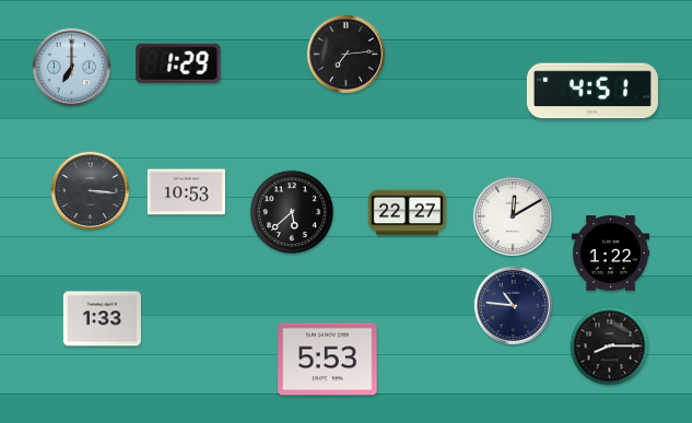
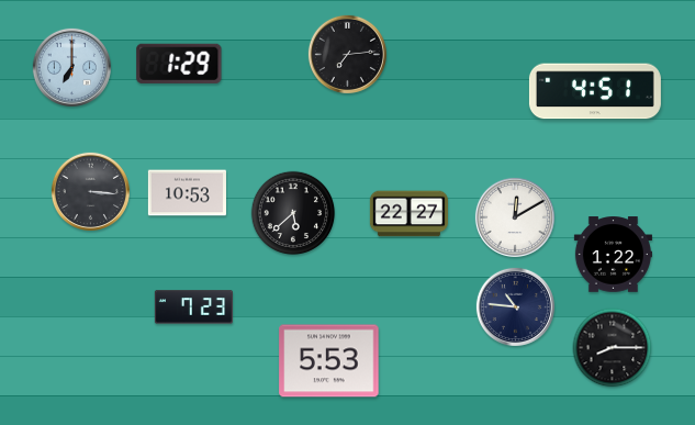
clock at (193, 307): none -> 7:23
clock at (102, 319): 1:33 -> none
